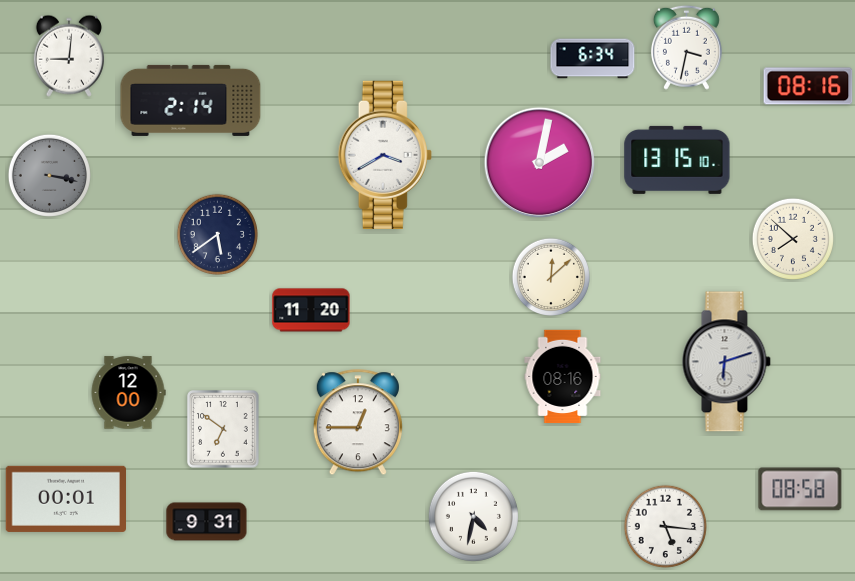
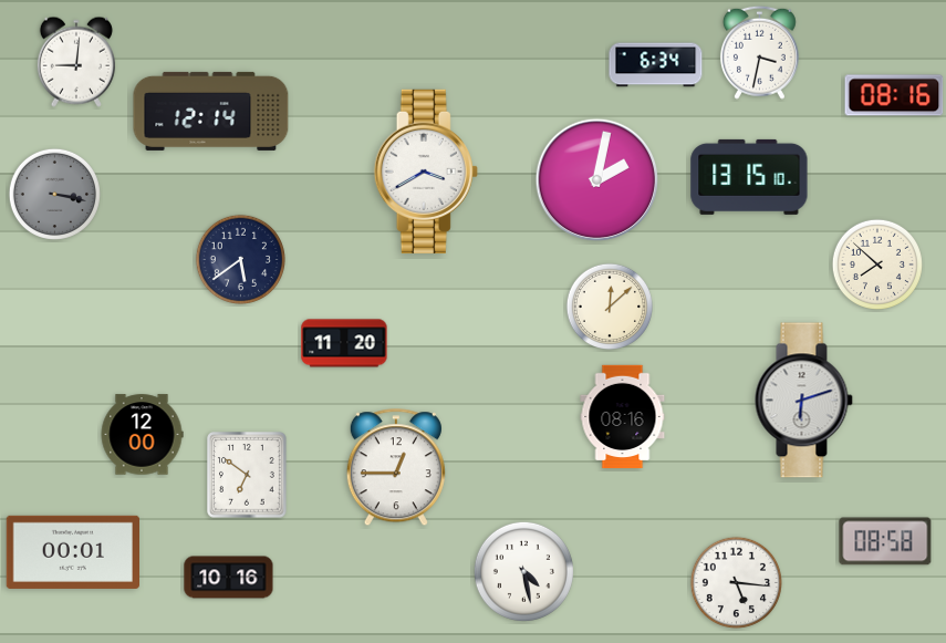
clock at (191, 100): 2:14 -> 12:14
clock at (473, 516): 4:32 -> 4:28
clock at (207, 522): 9:31 -> 10:16
